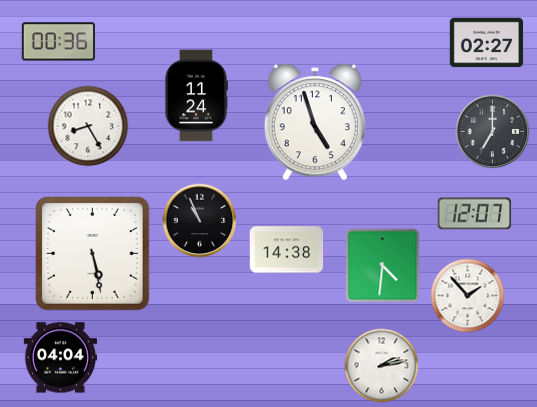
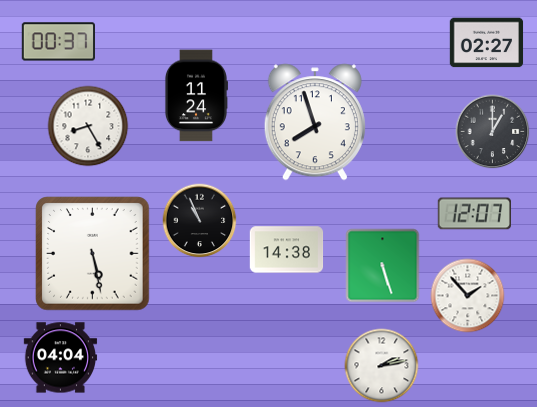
clock at (58, 42): 00:36 -> 00:37
clock at (315, 122): 4:57 -> 7:57
clock at (493, 132): 7:00 -> 1:00
clock at (383, 266): 4:31 -> 5:27
